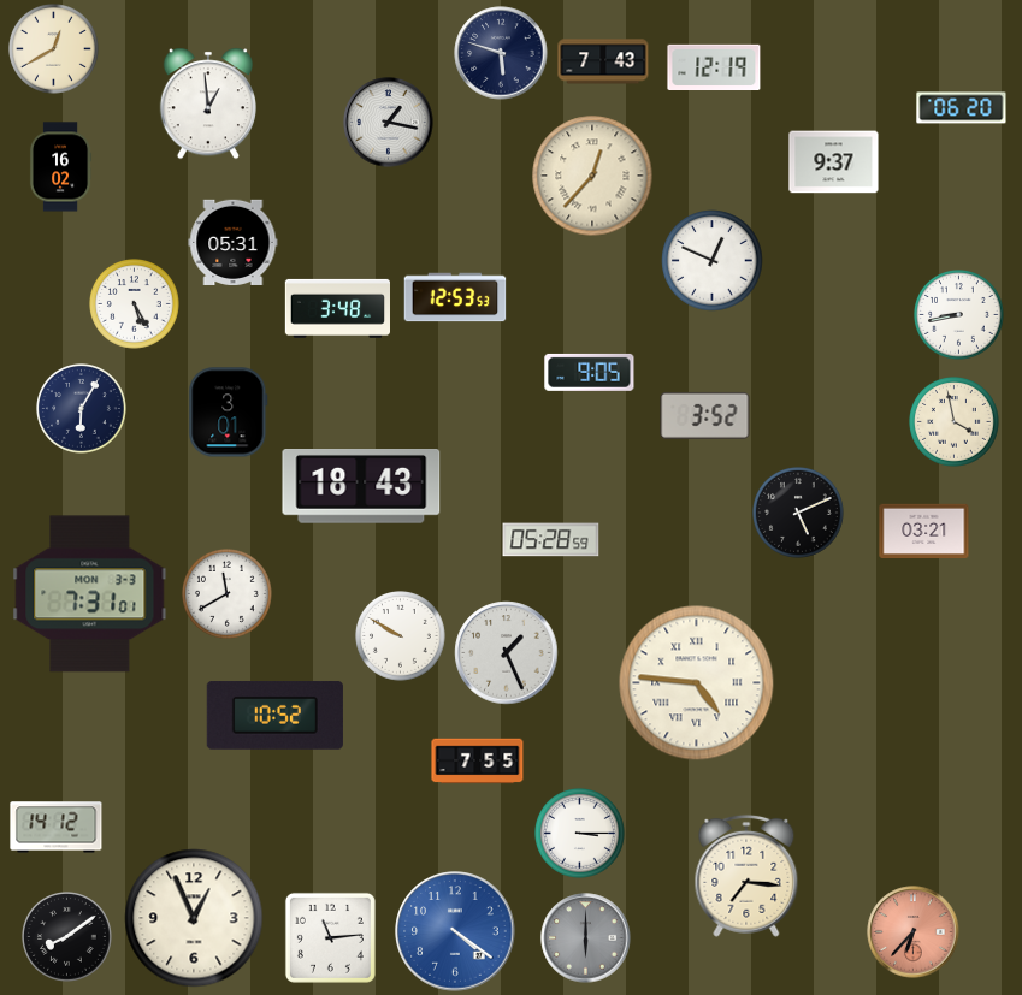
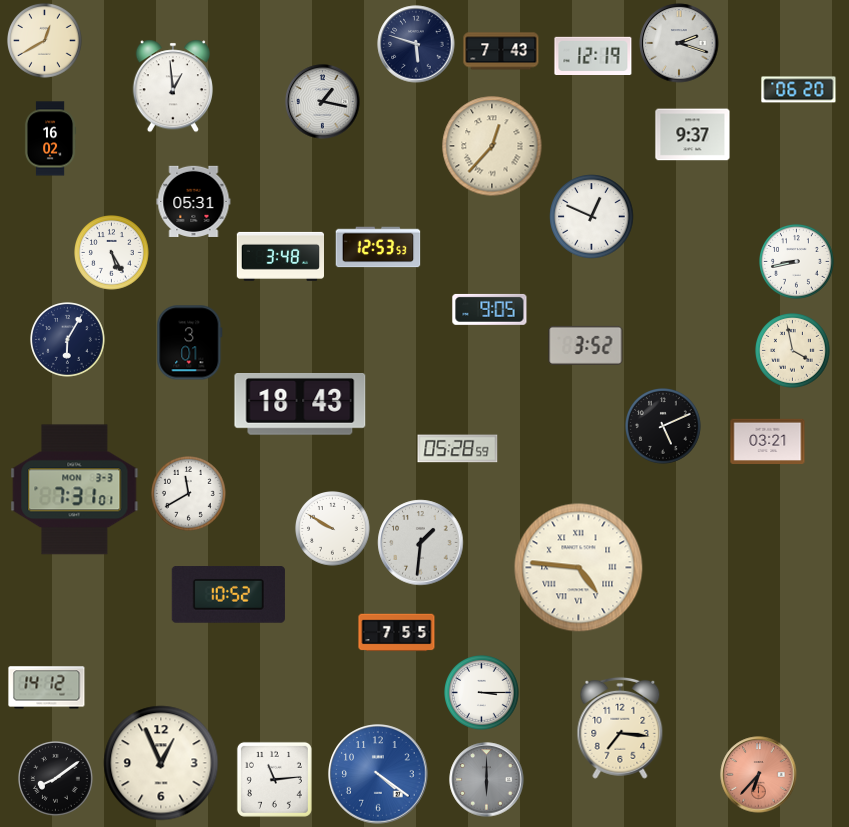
clock at (679, 43): none -> 2:18
clock at (90, 594) position: (90, 594) -> (75, 490)
clock at (507, 653): 1:26 -> 1:31
